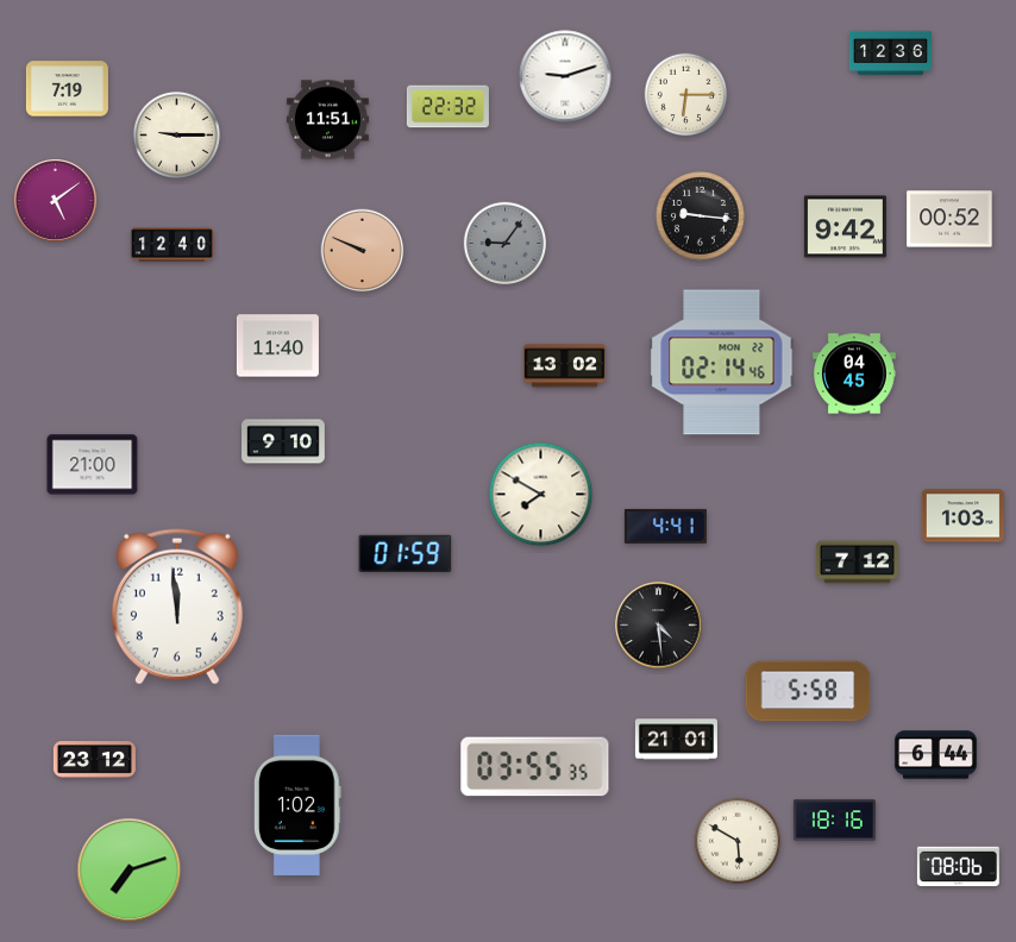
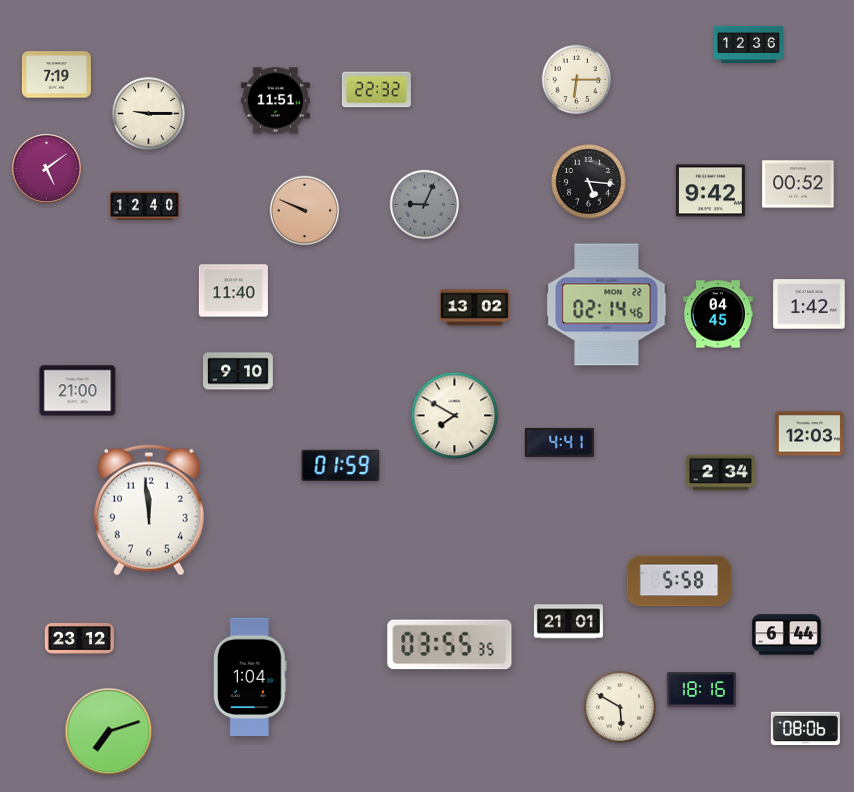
clock at (565, 76): 9:12 -> none
clock at (701, 216): 9:16 -> 5:16
clock at (506, 244): 9:06 -> 9:04
clock at (809, 304): none -> 1:42
clock at (962, 516): 1:03 -> 12:03
clock at (857, 563): 7:12 -> 2:34
clock at (659, 626): 4:29 -> none
clock at (297, 805): 1:02 -> 1:04
